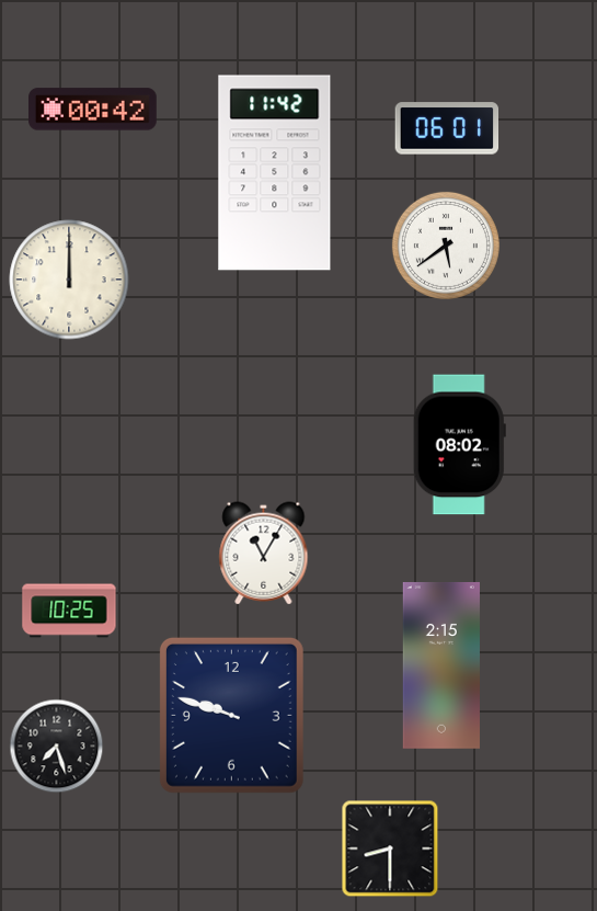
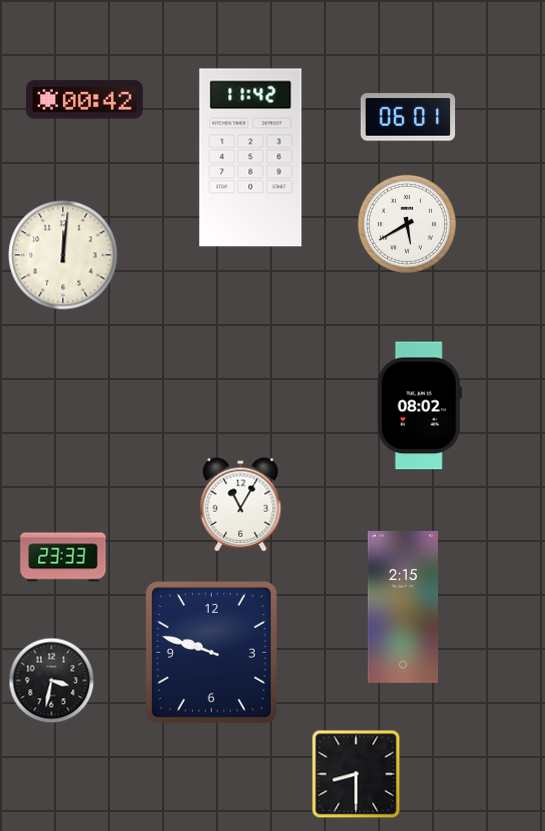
clock at (446, 246): 5:39 -> 5:40
clock at (69, 280): 12:00 -> 12:01
clock at (69, 611): 10:25 -> 23:33
clock at (57, 747): 7:27 -> 3:32
